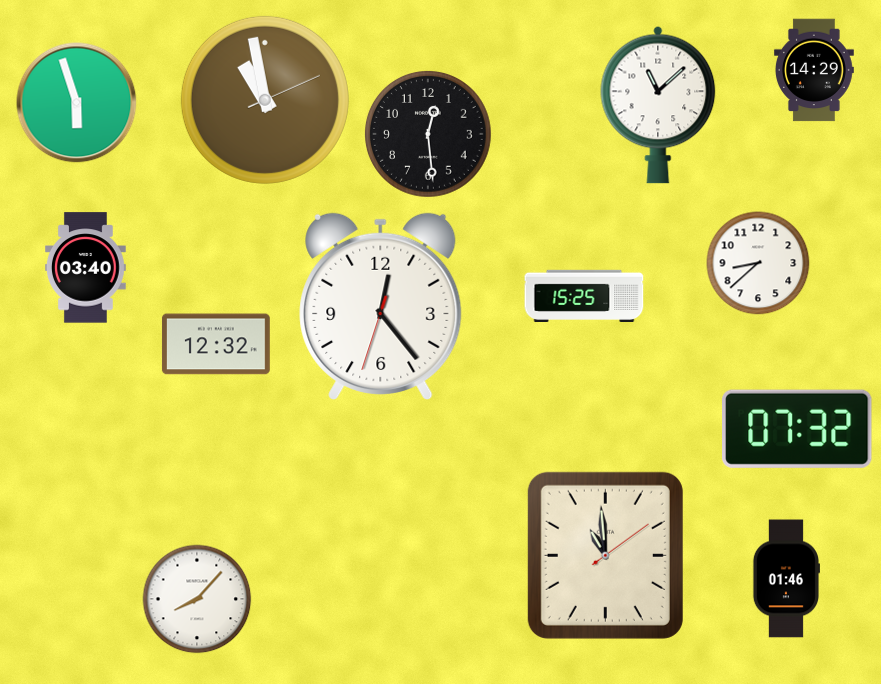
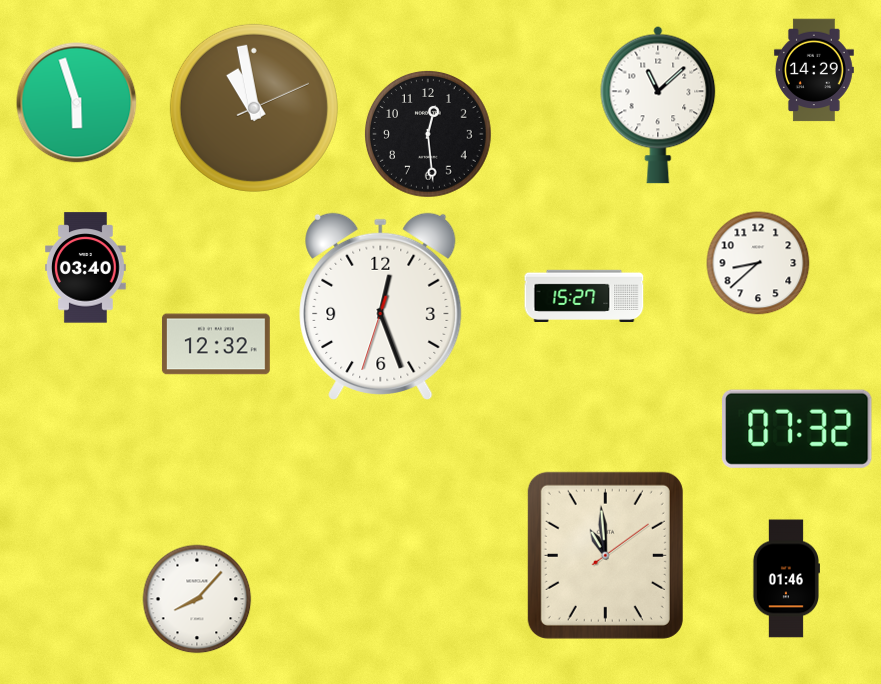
clock at (265, 100) position: (265, 100) -> (254, 108)
clock at (584, 295): 15:25 -> 15:27
clock at (381, 306): 12:23 -> 12:26
